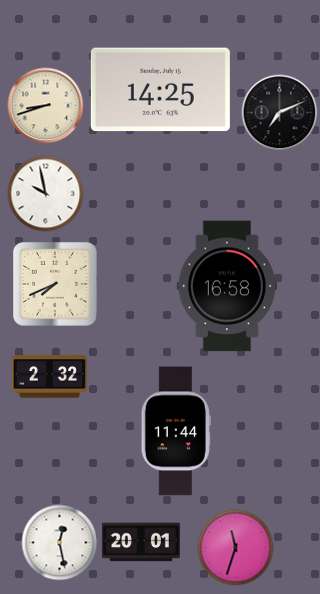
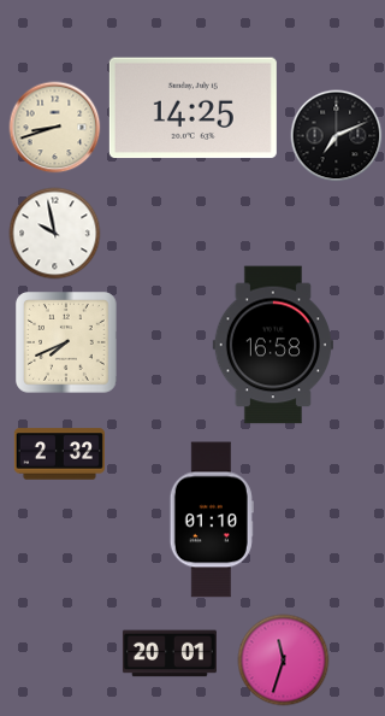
clock at (176, 431): 11:44 -> 01:10
clock at (60, 543): 12:28 -> none
